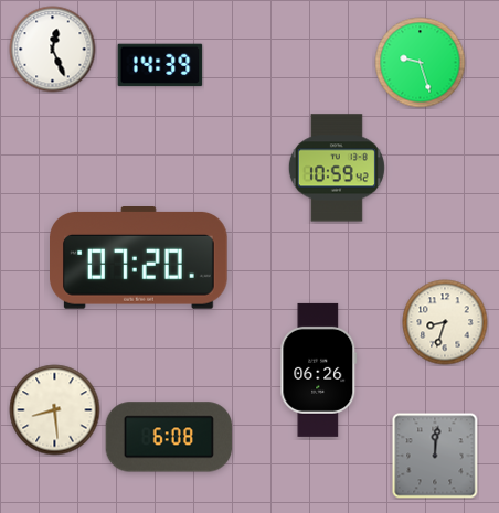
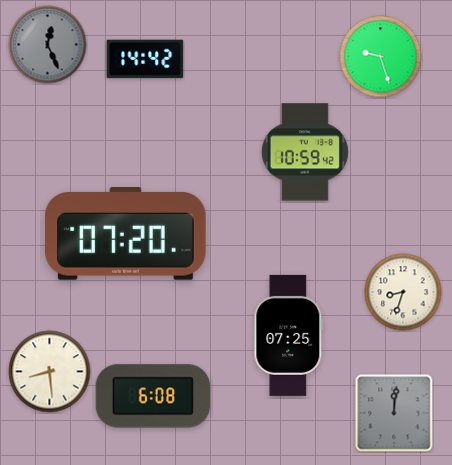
clock at (53, 50) dial: white -> grey
clock at (160, 65): 14:39 -> 14:42
clock at (319, 370): 06:26 -> 07:25
